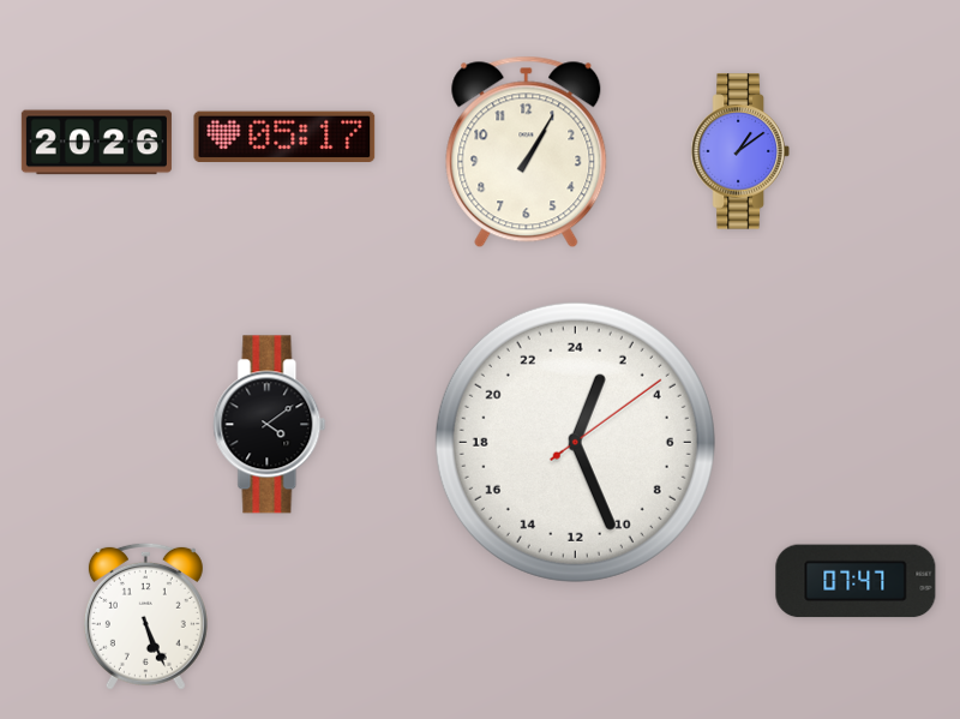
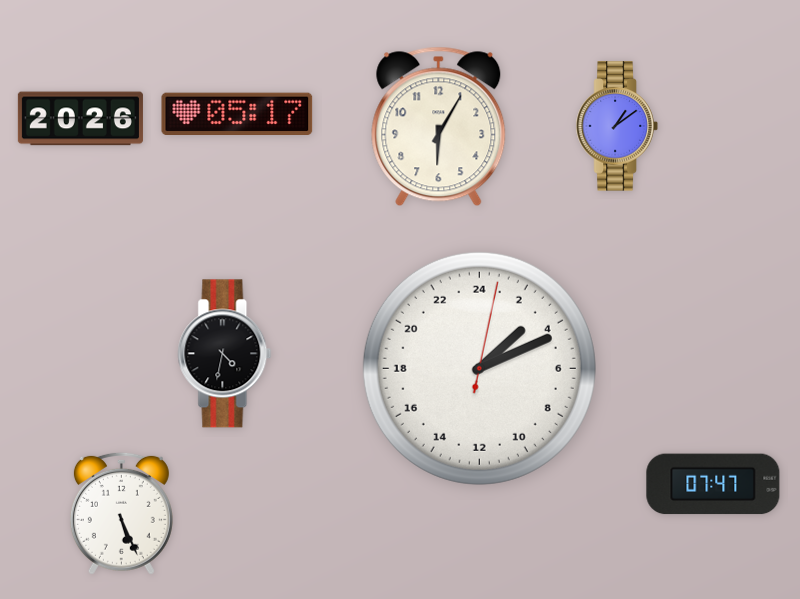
clock at (527, 152): 1:05 -> 6:05
clock at (270, 425): 4:09 -> 4:32
clock at (575, 442): 1:26 -> 3:11
